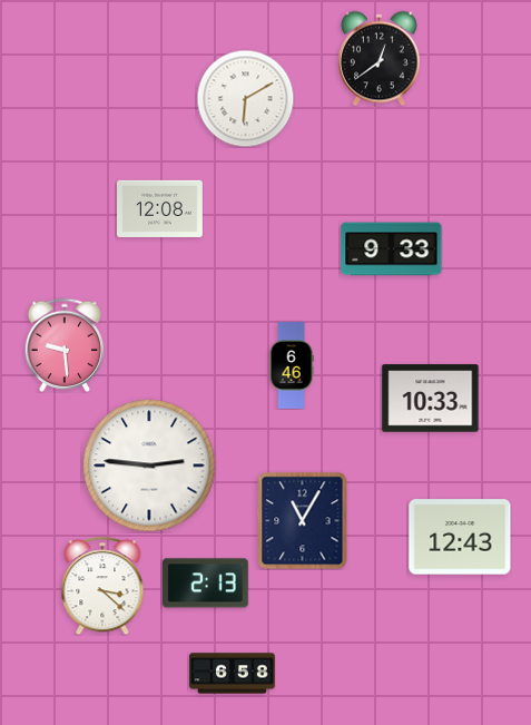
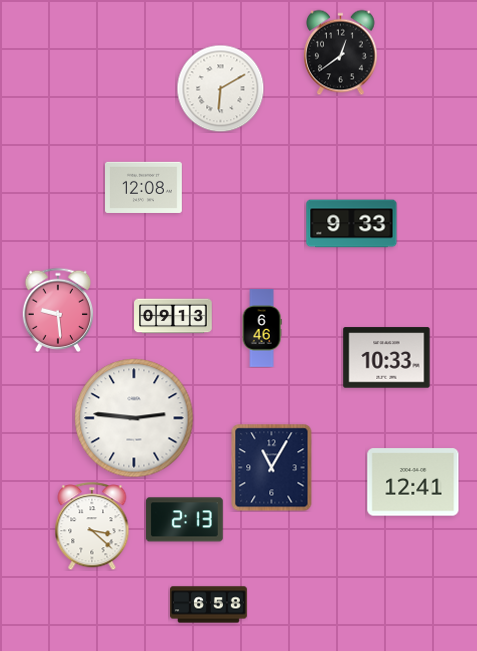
clock at (173, 316): none -> 09:13
clock at (460, 537): 12:43 -> 12:41
clock at (205, 584) position: (205, 584) -> (184, 520)
